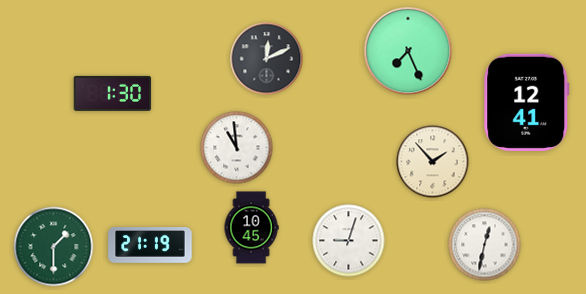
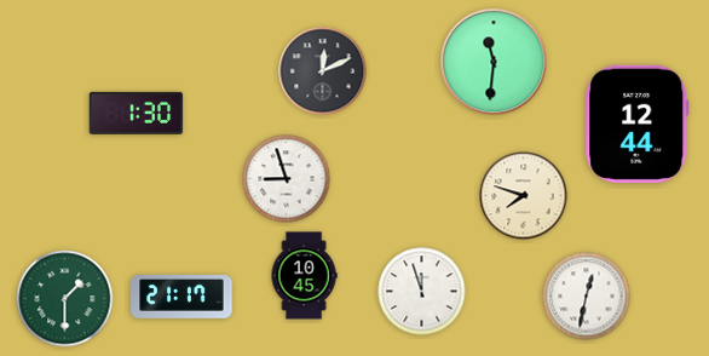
clock at (408, 51): 7:26 -> 11:31
clock at (527, 102): 12:41 -> 12:44
clock at (237, 148): 10:59 -> 8:57
clock at (433, 162): 1:53 -> 7:48
clock at (349, 241): 9:03 -> 11:57
clock at (150, 246): 21:19 -> 21:17
